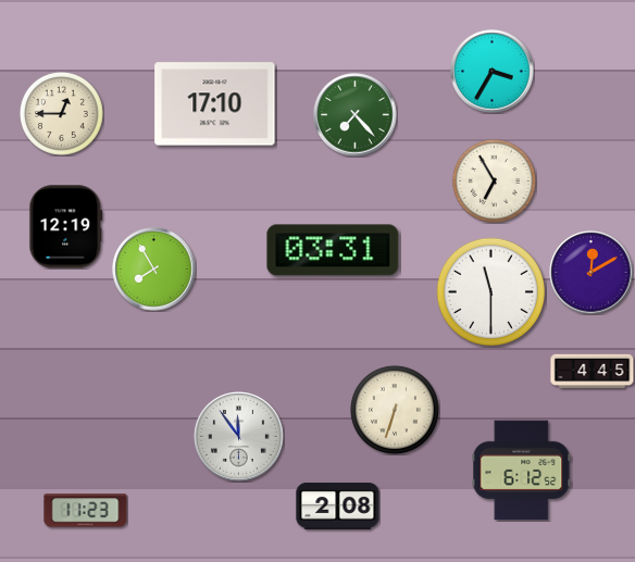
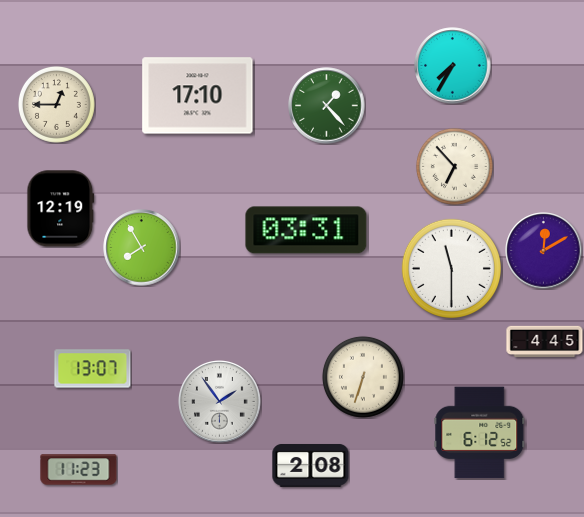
clock at (493, 72): 3:35 -> 7:35
clock at (356, 115): 7:23 -> 1:23
clock at (494, 180): 6:55 -> 6:53
clock at (93, 369): none -> 13:07
clock at (239, 437): 11:54 -> 1:54
